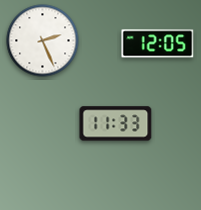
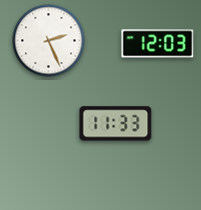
clock at (43, 41) position: (43, 41) -> (49, 41)
clock at (158, 44): 12:05 -> 12:03
